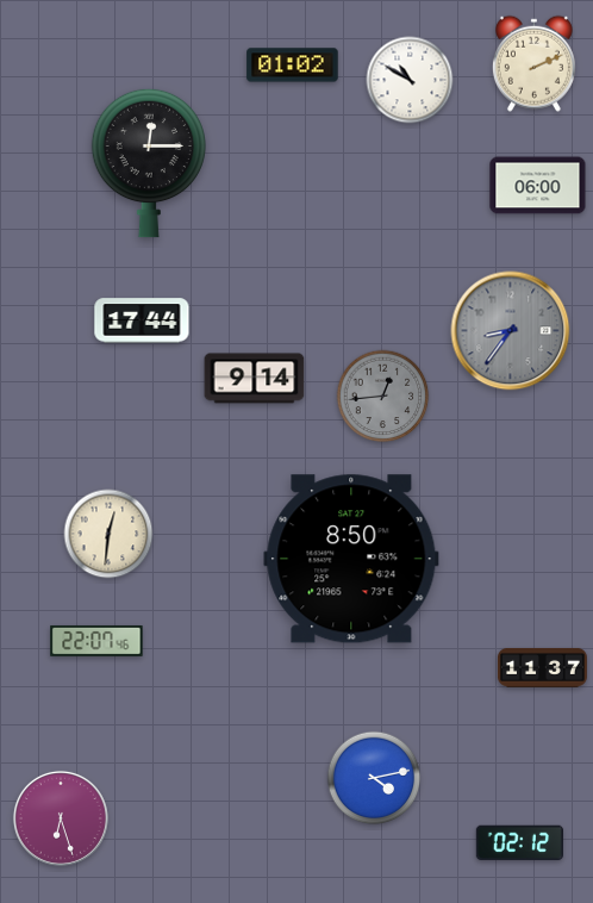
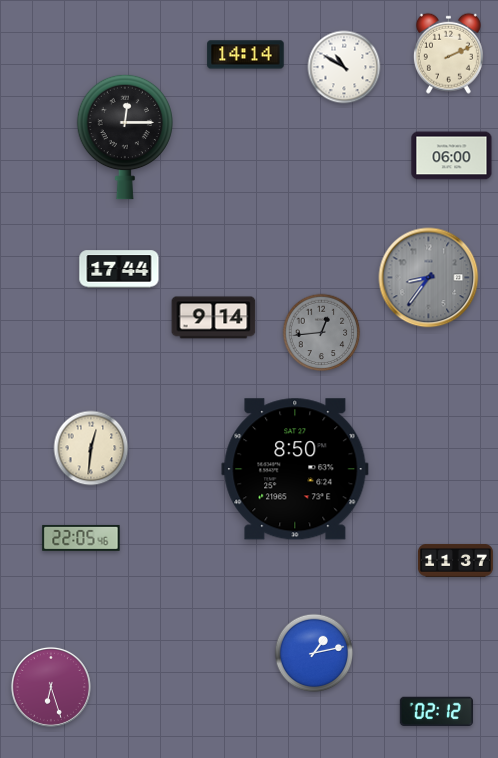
clock at (293, 66): 01:02 -> 14:14
clock at (96, 641): 22:07 -> 22:05
clock at (374, 778): 4:13 -> 1:13
clock at (519, 843) position: (519, 843) -> (436, 712)
